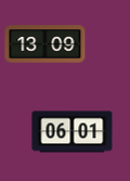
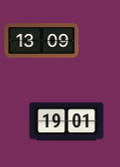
clock at (73, 132): 06:01 -> 19:01
